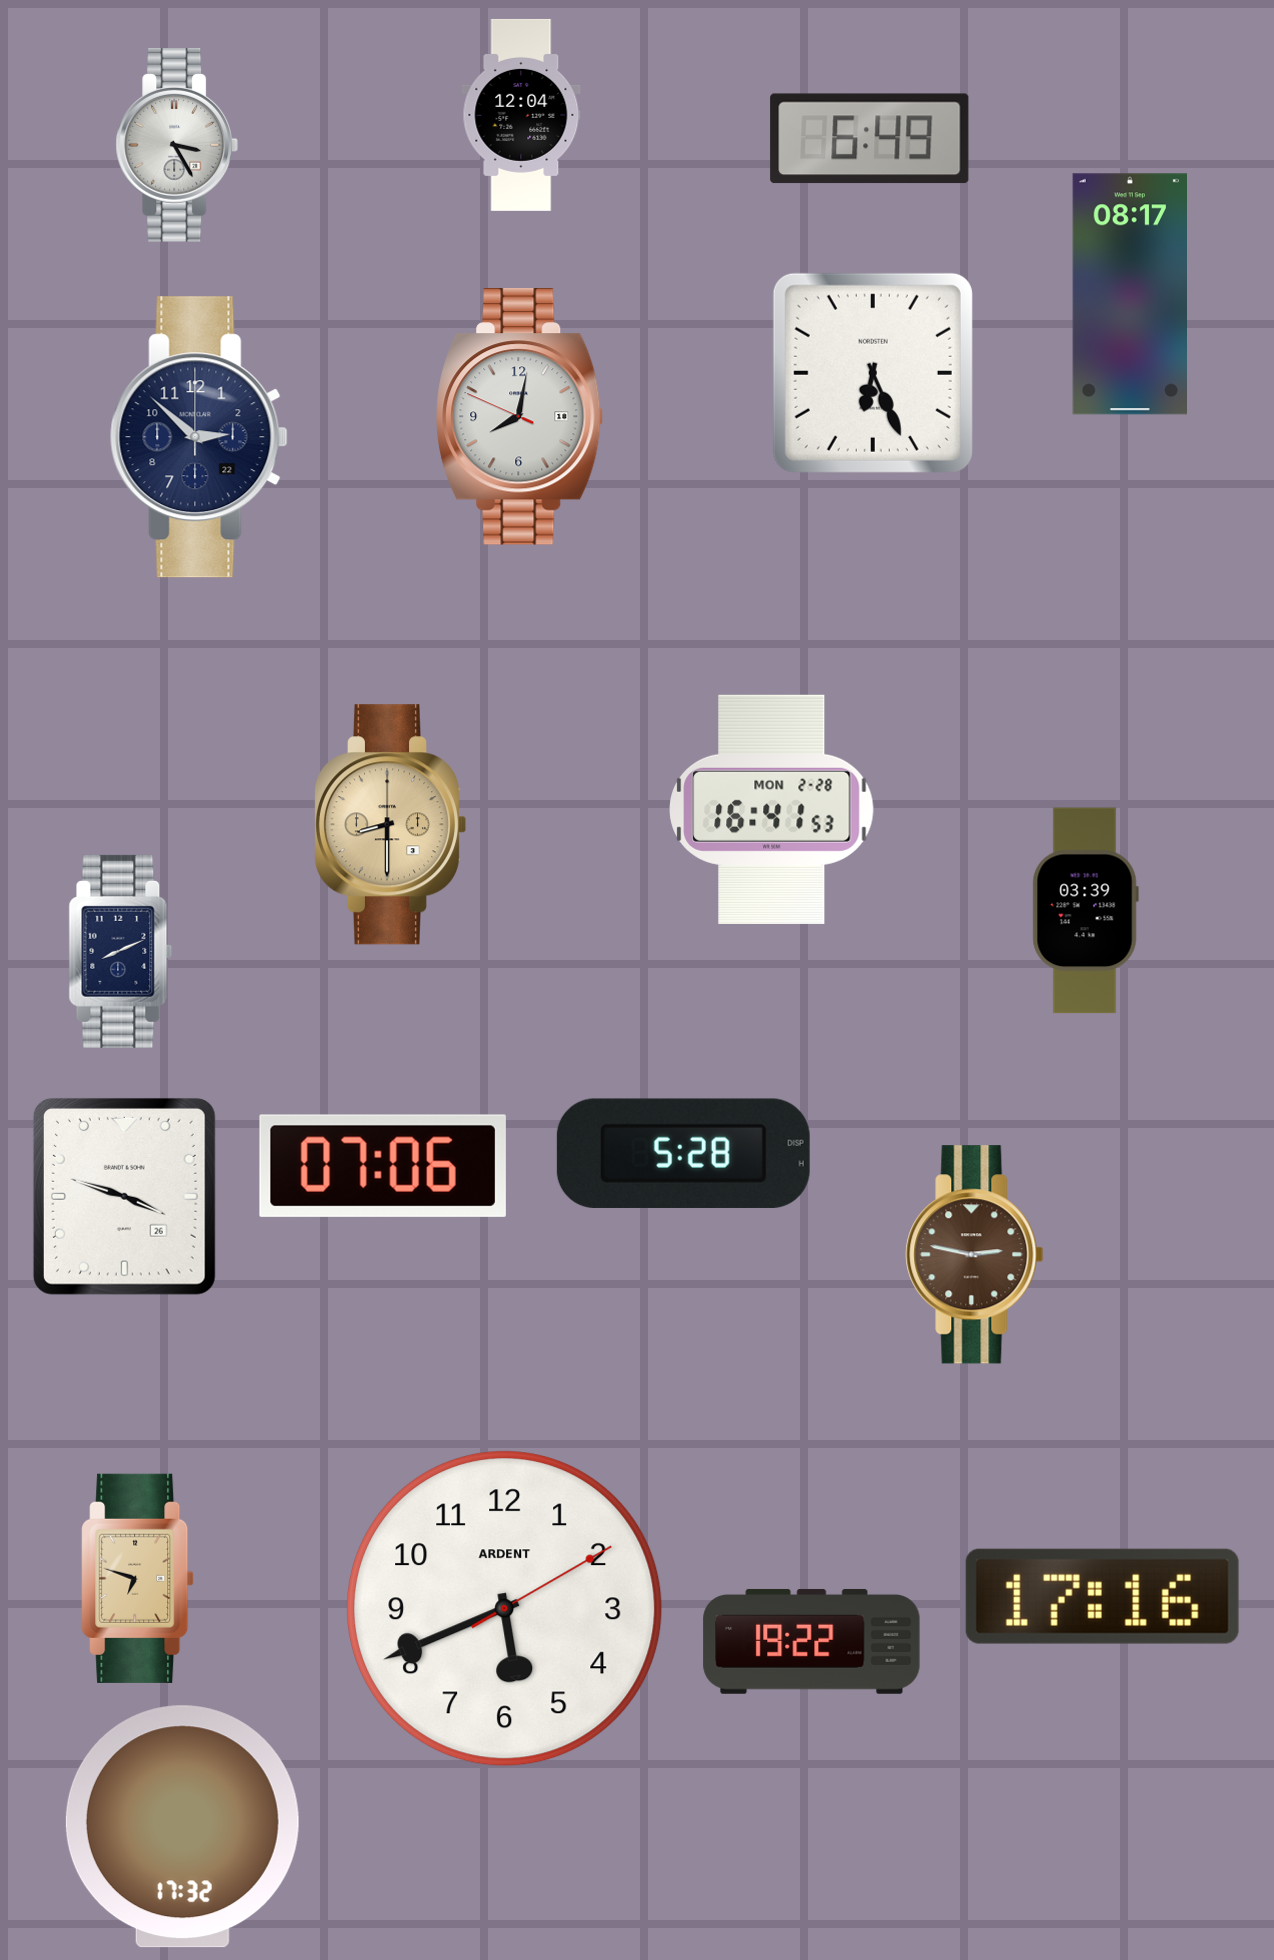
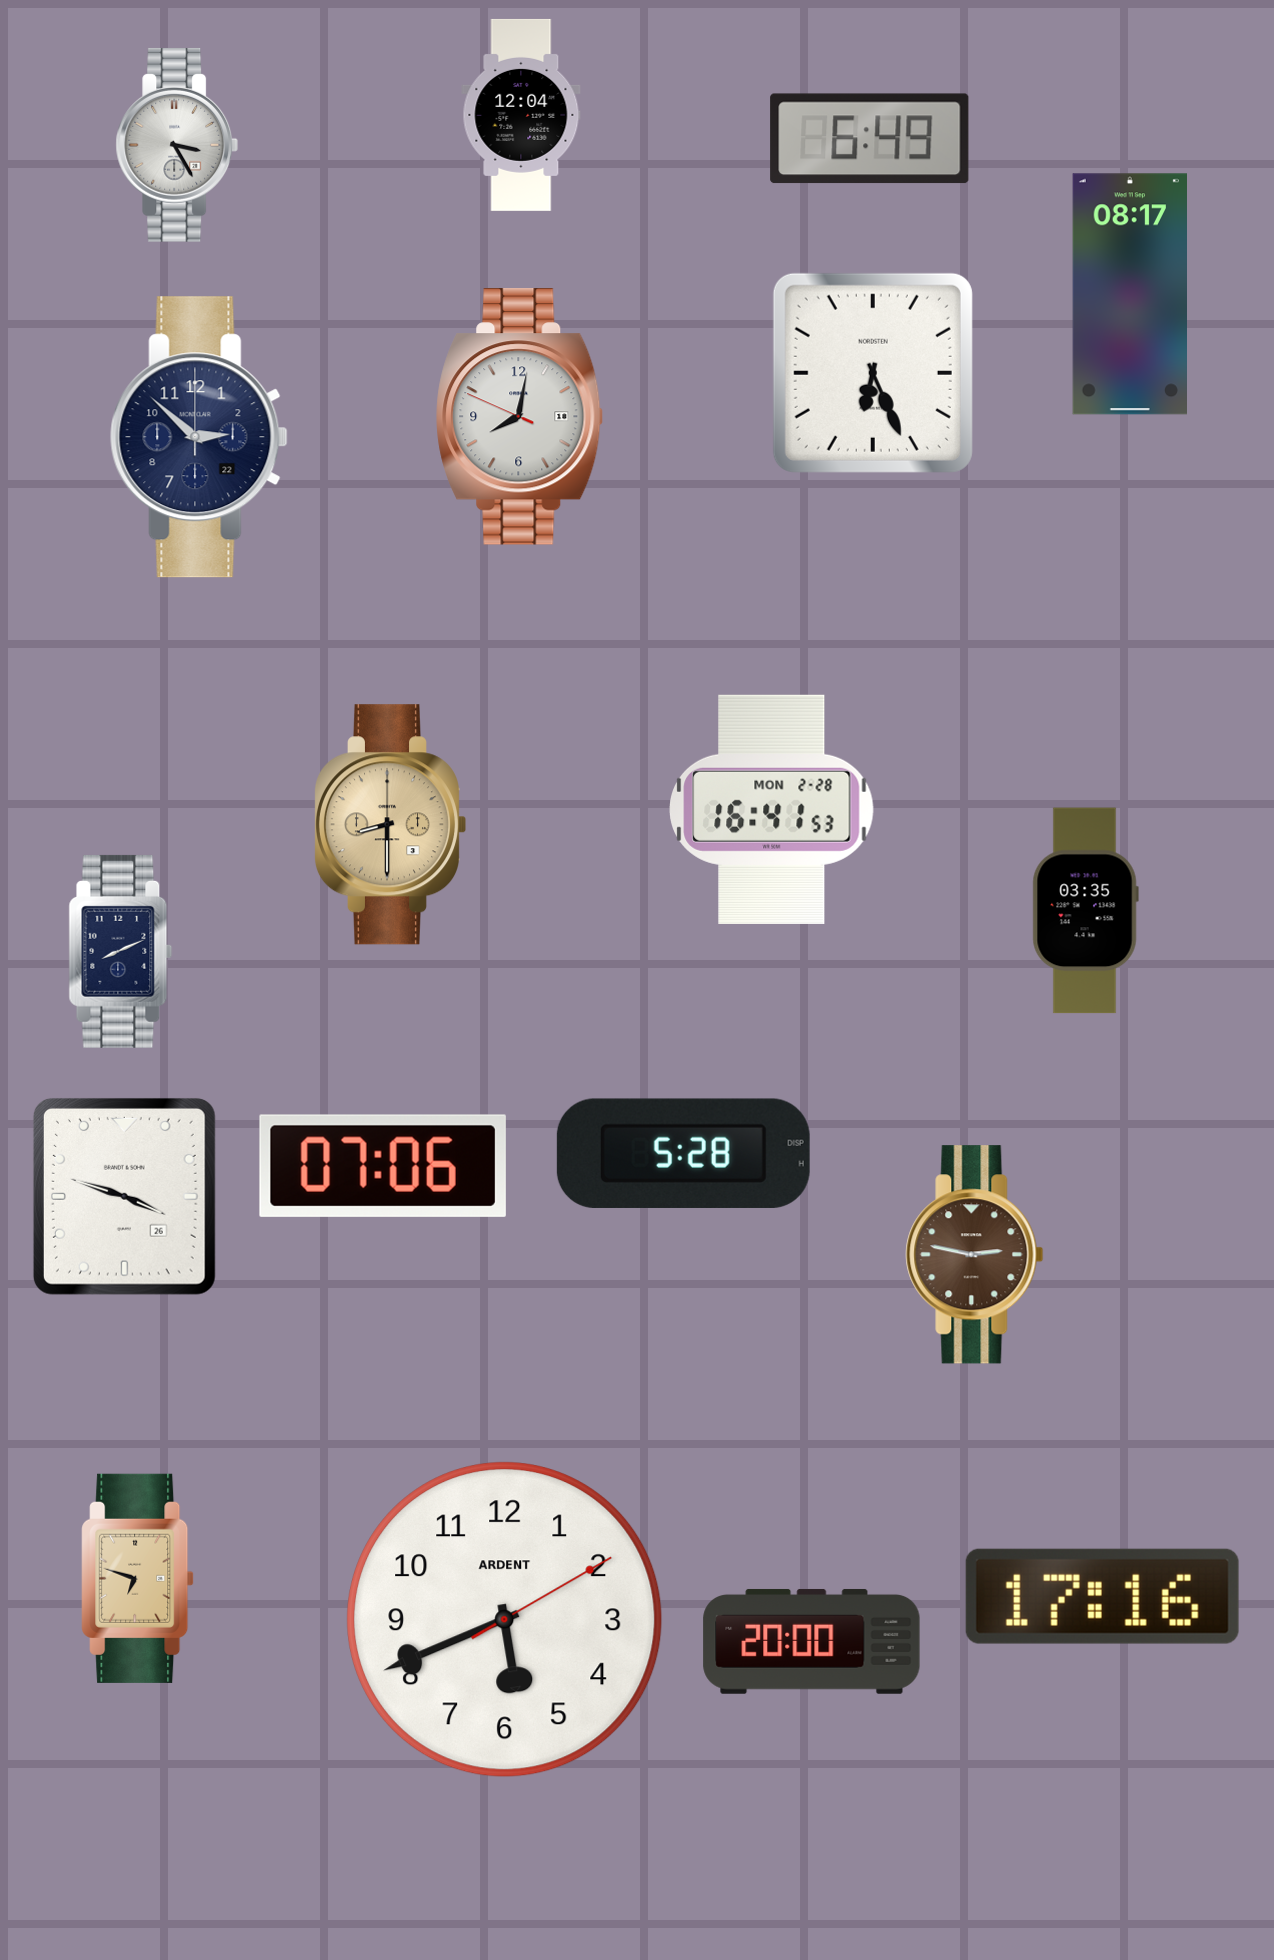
clock at (1085, 911): 03:39 -> 03:35
clock at (505, 1609) position: (505, 1609) -> (505, 1620)
clock at (812, 1641): 19:22 -> 20:00
clock at (182, 1827): 17:32 -> none
